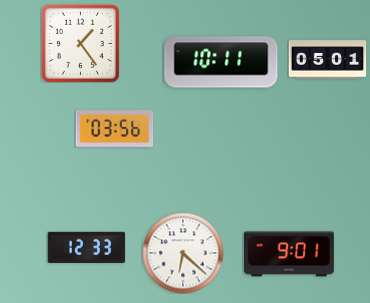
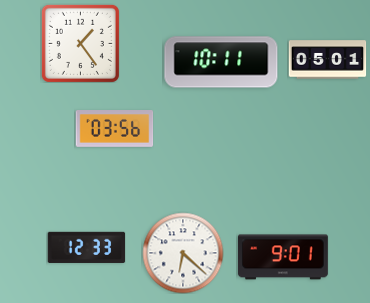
clock at (289, 254) position: (289, 254) -> (283, 257)
